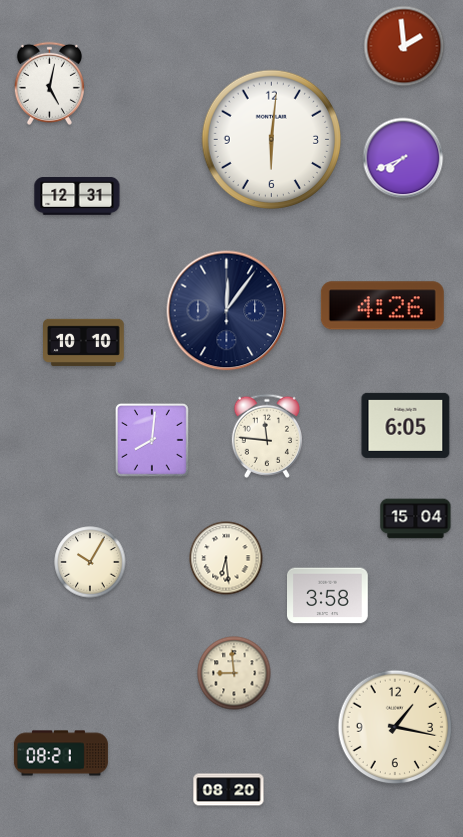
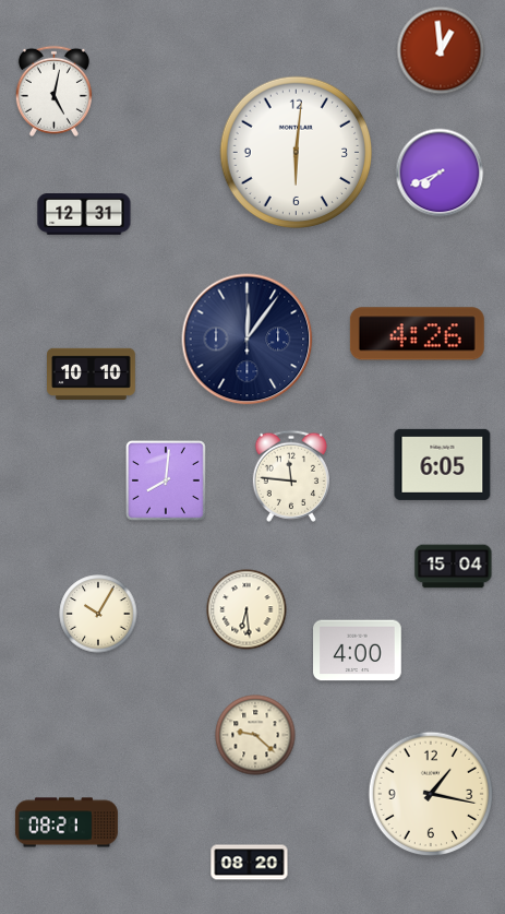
clock at (404, 46): 1:59 -> 12:59
clock at (328, 596): 3:58 -> 4:00
clock at (234, 673): 8:59 -> 9:22
